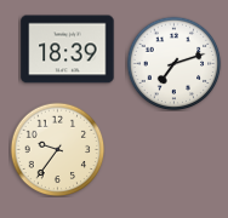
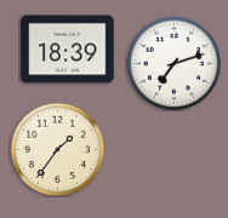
clock at (57, 149): 9:36 -> 1:36
